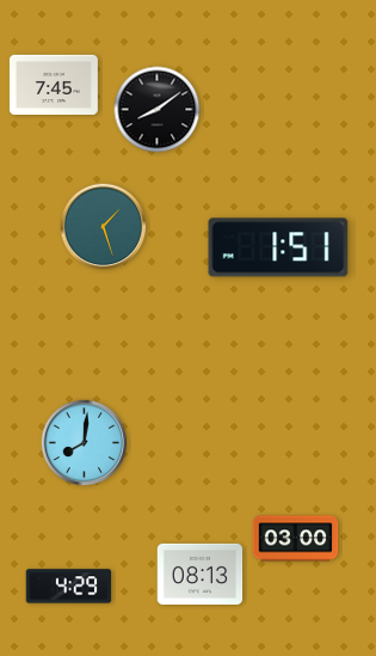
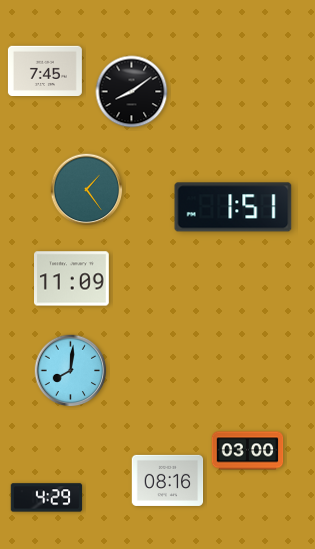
clock at (104, 227): 1:27 -> 1:24
clock at (72, 279): none -> 11:09
clock at (201, 574): 08:13 -> 08:16
clock at (69, 587) position: (69, 587) -> (47, 498)
